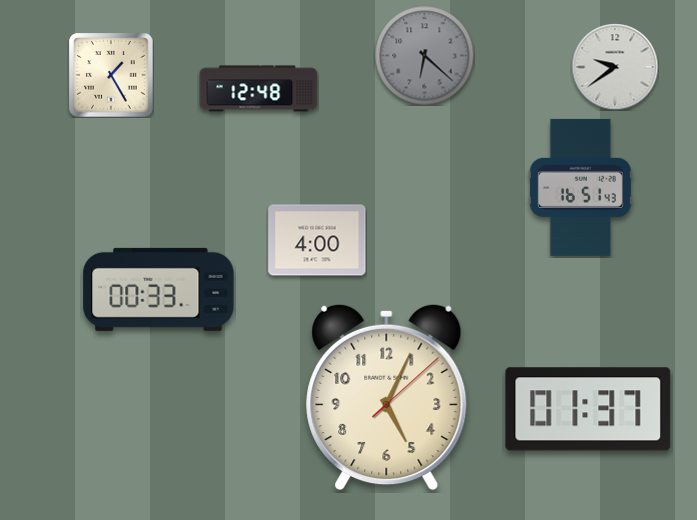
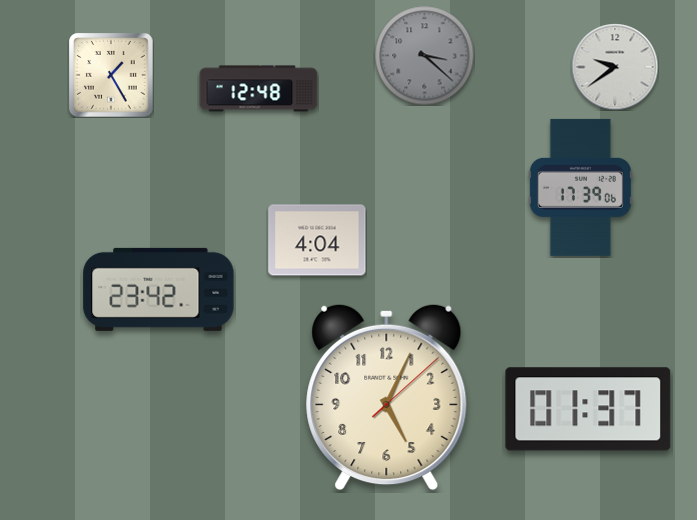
clock at (425, 56): 6:22 -> 3:22
clock at (580, 187): 16:51 -> 17:39
clock at (317, 240): 4:00 -> 4:04
clock at (159, 289): 00:33 -> 23:42
